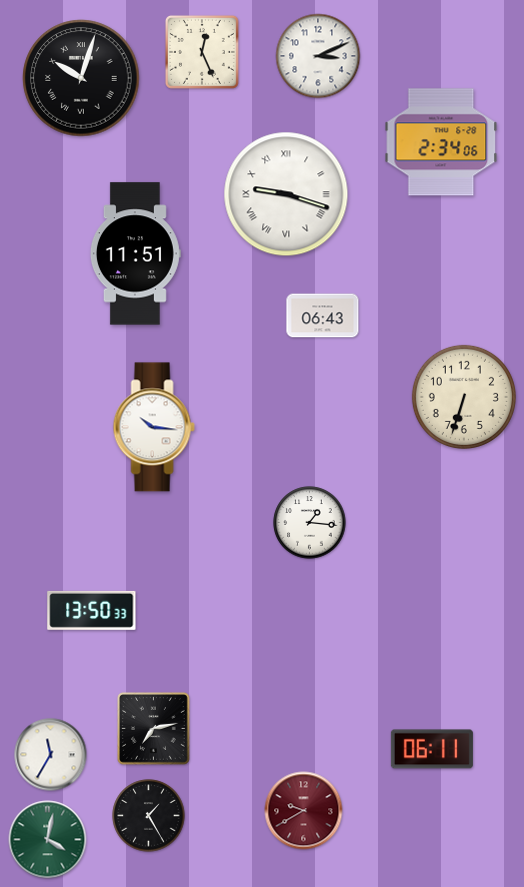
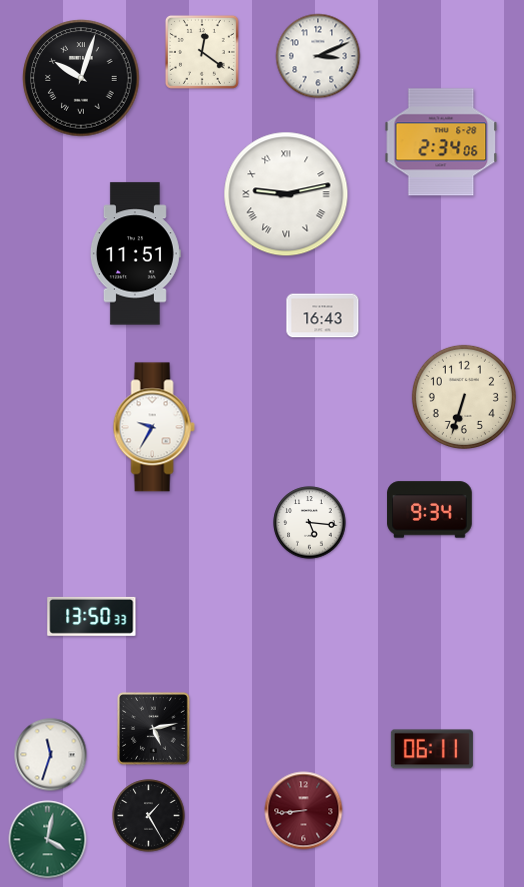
clock at (202, 52): 12:26 -> 12:21
clock at (286, 194): 9:18 -> 9:13
clock at (323, 316): 06:43 -> 16:43
clock at (154, 427): 10:16 -> 9:35
clock at (430, 510): none -> 9:34
clock at (310, 523): 1:16 -> 5:16
clock at (92, 610) position: (92, 610) -> (92, 616)
clock at (154, 729): 7:13 -> 5:13
clock at (51, 755): 11:35 -> 11:33
clock at (304, 811): 9:40 -> 8:44
